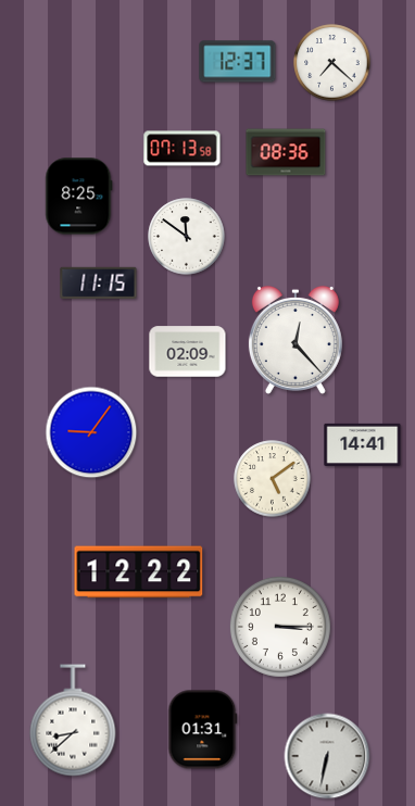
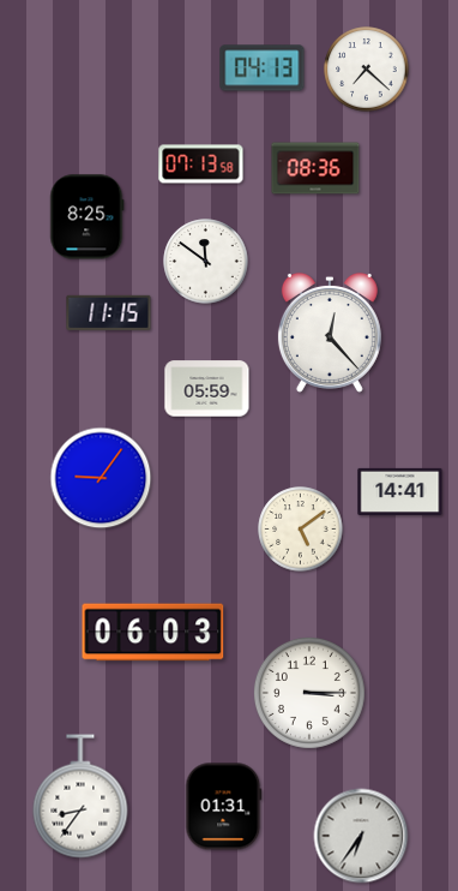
clock at (238, 62): 12:37 -> 04:13
clock at (295, 340) position: (295, 340) -> (330, 333)
clock at (188, 352): 02:09 -> 05:59
clock at (139, 572): 12:22 -> 06:03
clock at (73, 720): 8:38 -> 8:36
clock at (327, 756): 6:32 -> 6:36
